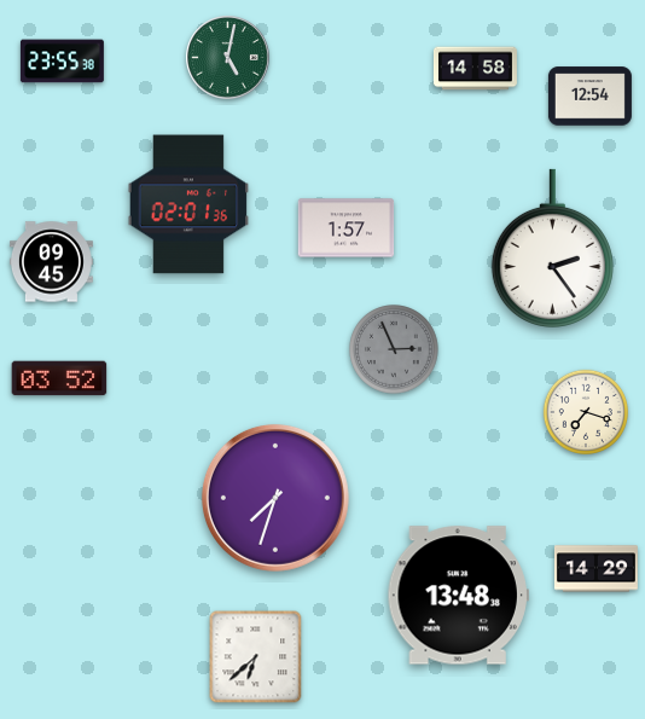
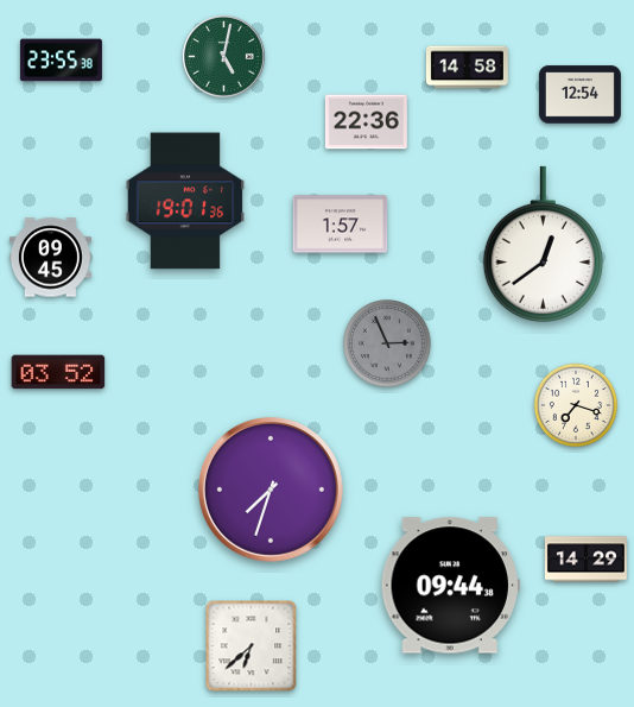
clock at (366, 122): none -> 22:36
clock at (188, 204): 02:01 -> 19:01
clock at (552, 248): 2:24 -> 12:39
clock at (458, 596): 13:48 -> 09:44
